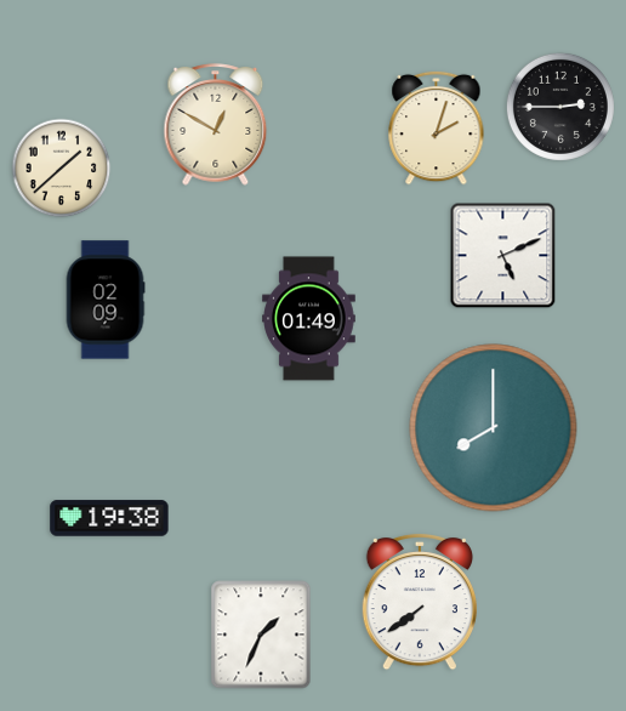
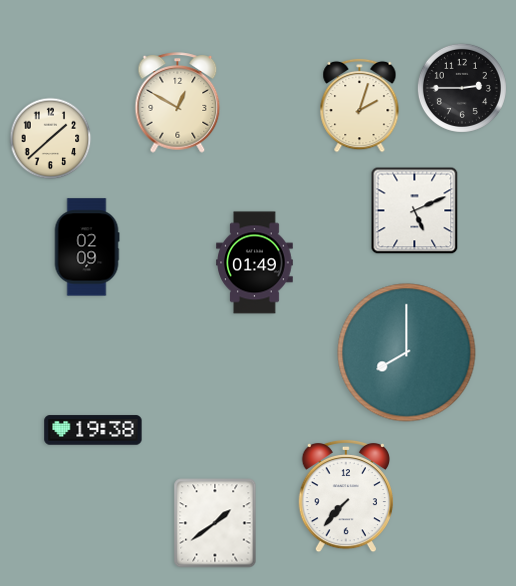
clock at (109, 518) position: (109, 518) -> (93, 430)
clock at (420, 602): 7:39 -> 7:37
clock at (261, 635): 1:34 -> 1:39
